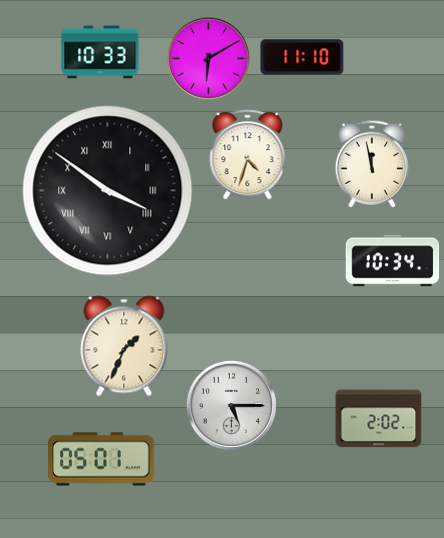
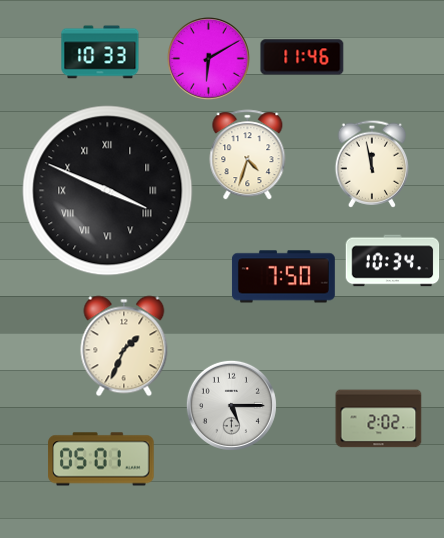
clock at (302, 57): 11:10 -> 11:46
clock at (108, 191): 3:51 -> 3:49
clock at (283, 277): none -> 7:50
